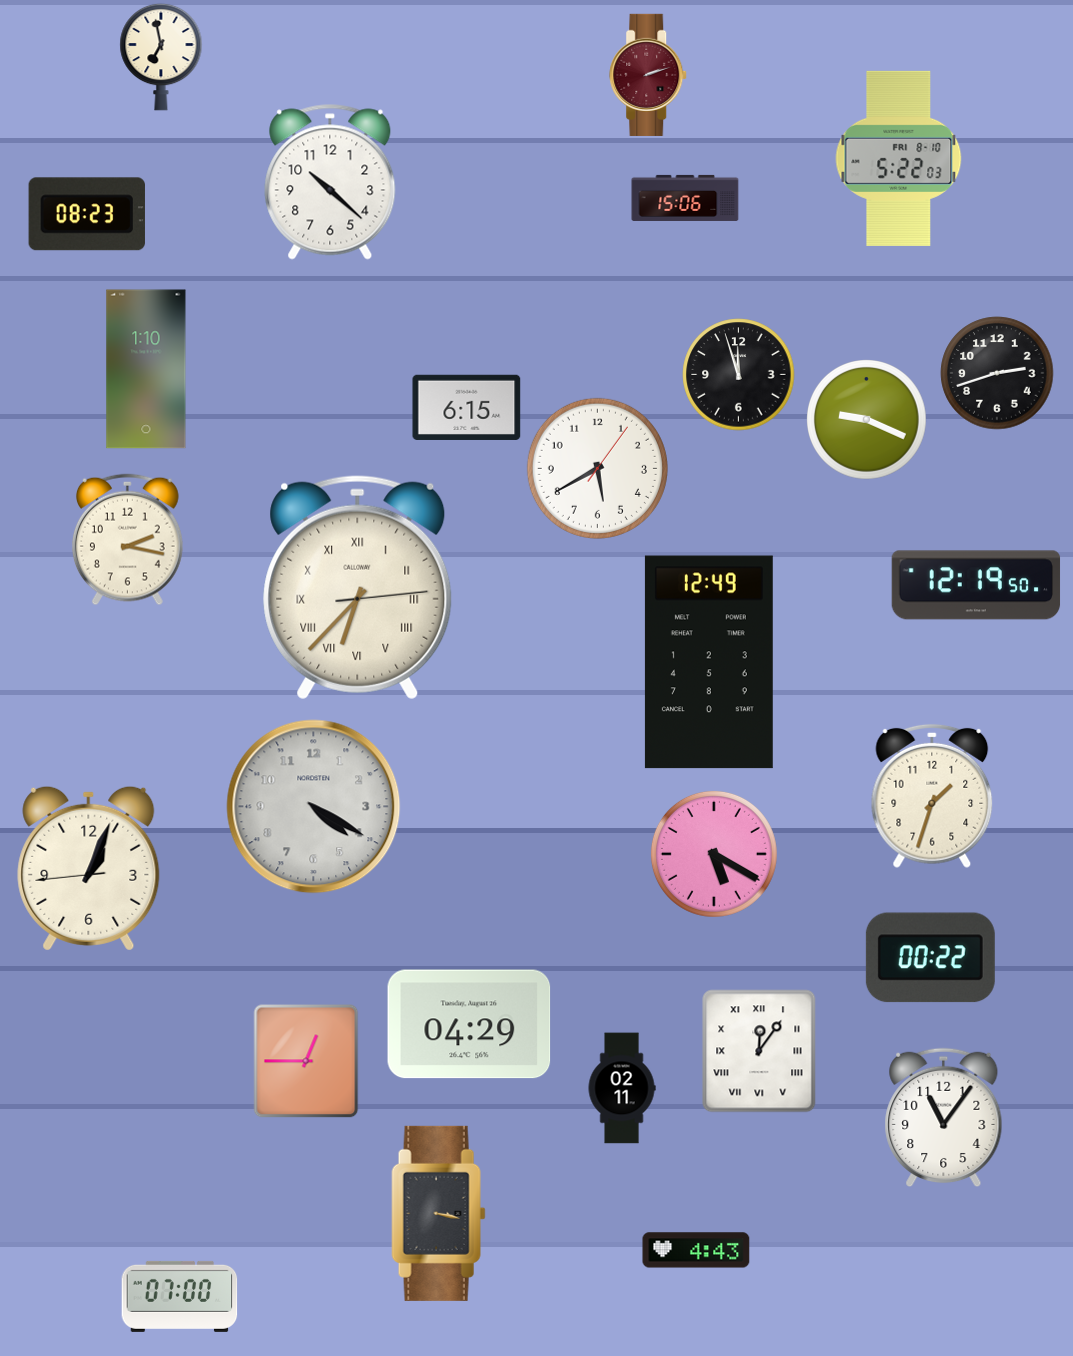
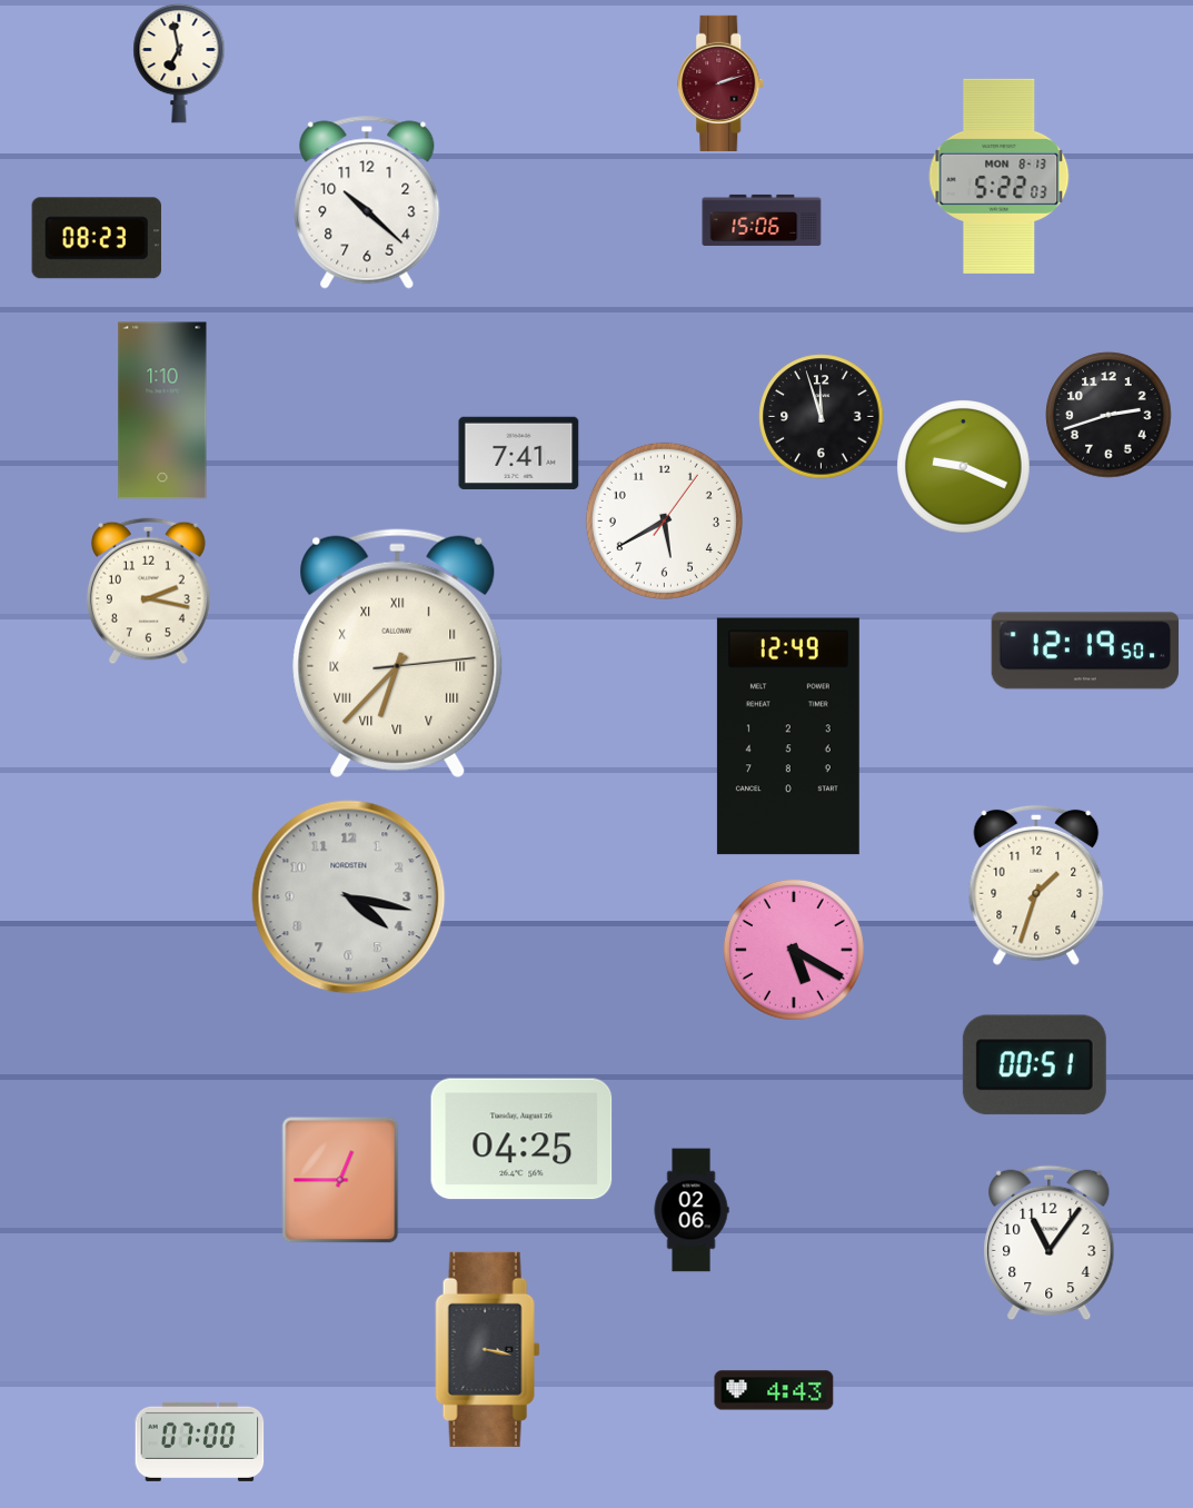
clock at (899, 158) date: FRI 8-10 -> MON 8-13
clock at (467, 407): 6:15 -> 7:41
clock at (127, 540) position: (127, 540) -> (148, 592)
clock at (314, 807): 4:20 -> 4:17
clock at (89, 868): 1:03 -> none
clock at (930, 958): 00:22 -> 00:51
clock at (469, 1024): 04:29 -> 04:25
clock at (759, 1051): 12:06 -> none
clock at (622, 1088): 02:11 -> 02:06
